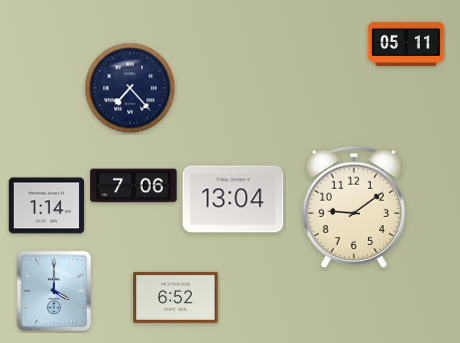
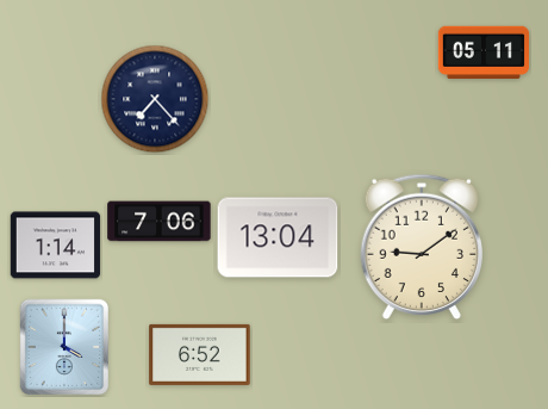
clock at (130, 88) position: (130, 88) -> (155, 99)
clock at (176, 297) position: (176, 297) -> (200, 354)
